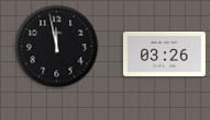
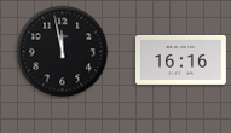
clock at (165, 53): 03:26 -> 16:16
